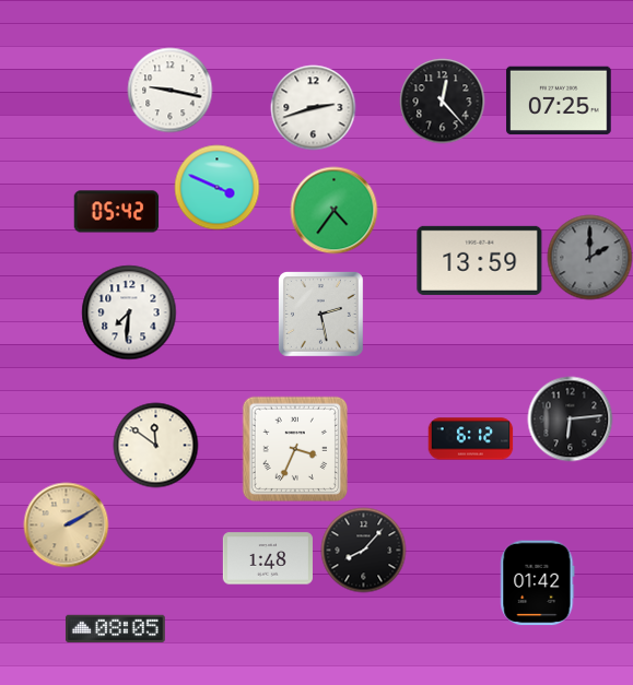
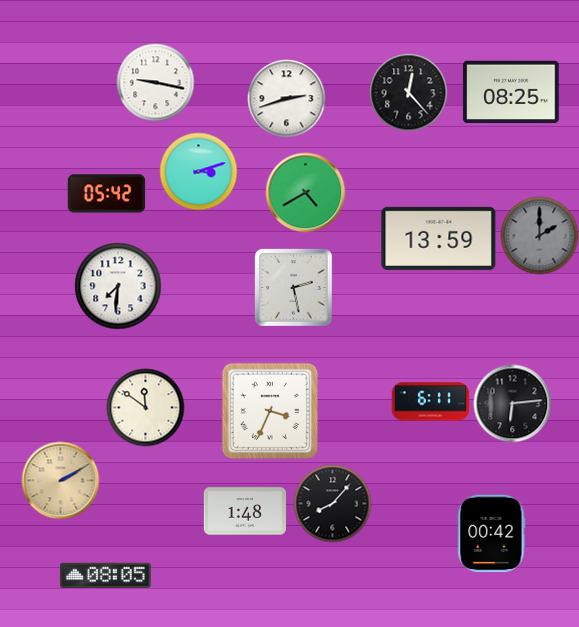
clock at (442, 101) position: (442, 101) -> (408, 92)
clock at (559, 101): 07:25 -> 08:25
clock at (216, 187): 3:49 -> 3:12
clock at (333, 210): 4:36 -> 4:40
clock at (570, 418) position: (570, 418) -> (512, 403)
clock at (470, 439): 6:12 -> 6:11
clock at (155, 445) position: (155, 445) -> (145, 407)
clock at (538, 582): 01:42 -> 00:42
